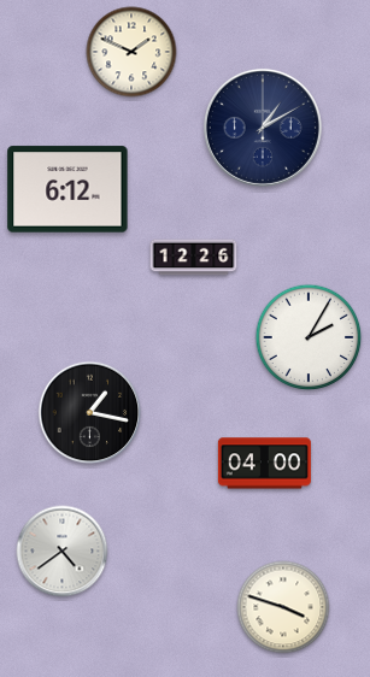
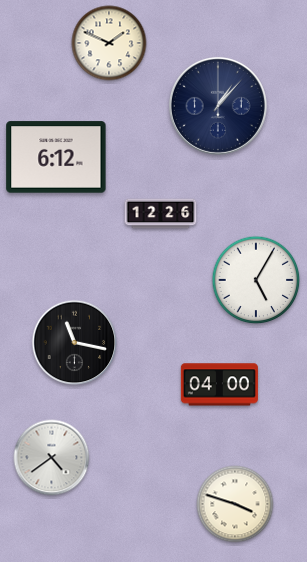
clock at (263, 128): 1:10 -> 1:07
clock at (309, 337): 2:05 -> 5:05
clock at (90, 413): 1:17 -> 11:17
